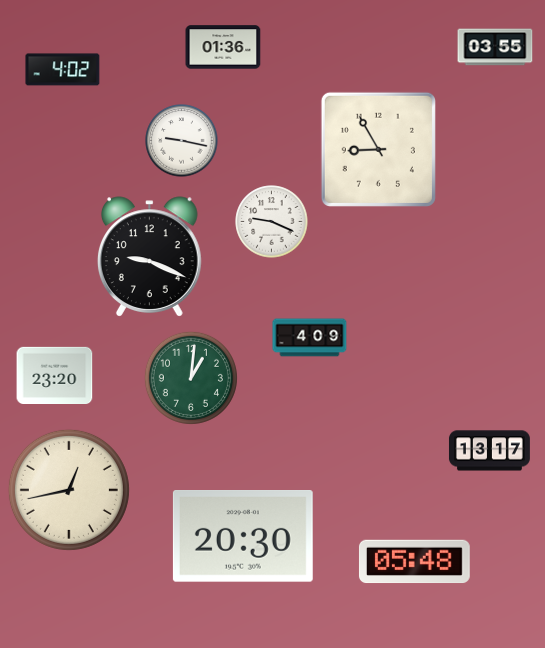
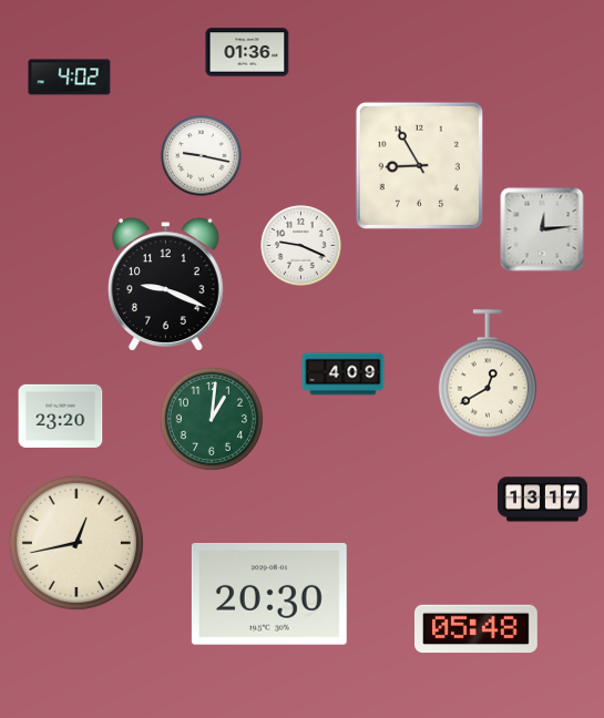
clock at (495, 47): 03:55 -> none
clock at (542, 229): none -> 12:14
clock at (488, 373): none -> 12:40
clock at (414, 562) position: (414, 562) -> (475, 629)
